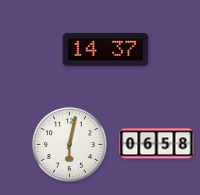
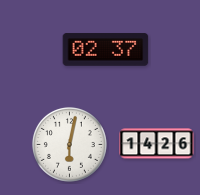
clock at (106, 50): 14:37 -> 02:37
clock at (157, 144): 06:58 -> 14:26
